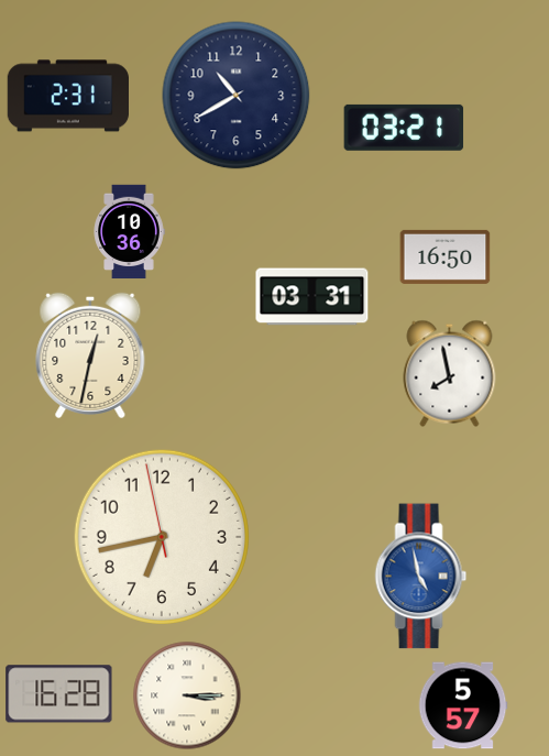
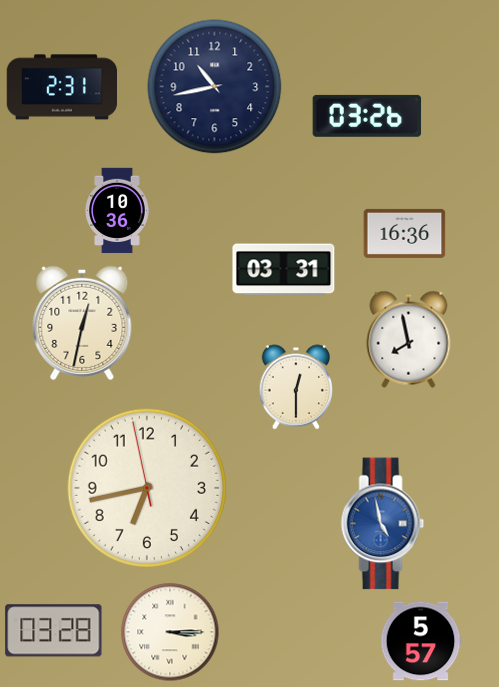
clock at (237, 96): 10:40 -> 10:43
clock at (404, 128): 03:21 -> 03:26
clock at (446, 256): 16:50 -> 16:36
clock at (296, 387): none -> 12:30
clock at (59, 694): 16:28 -> 03:28
